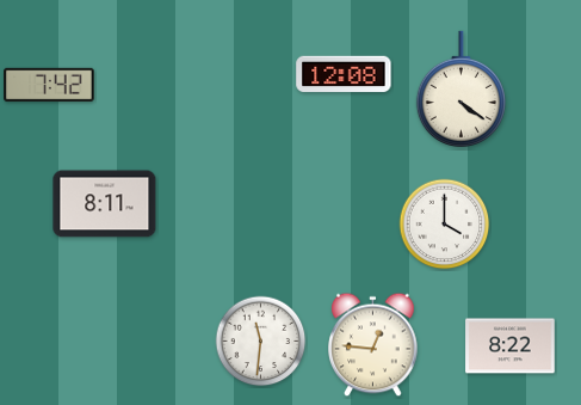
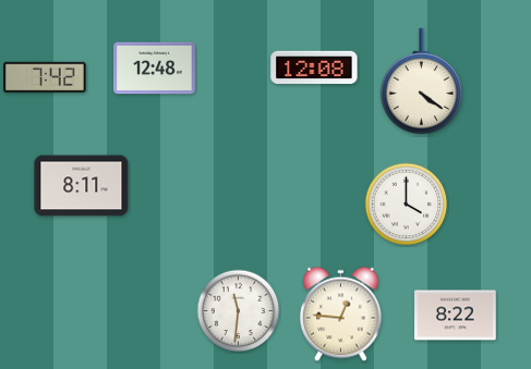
clock at (155, 69): none -> 12:48
clock at (105, 204) position: (105, 204) -> (82, 186)
clock at (511, 346) position: (511, 346) -> (456, 316)
